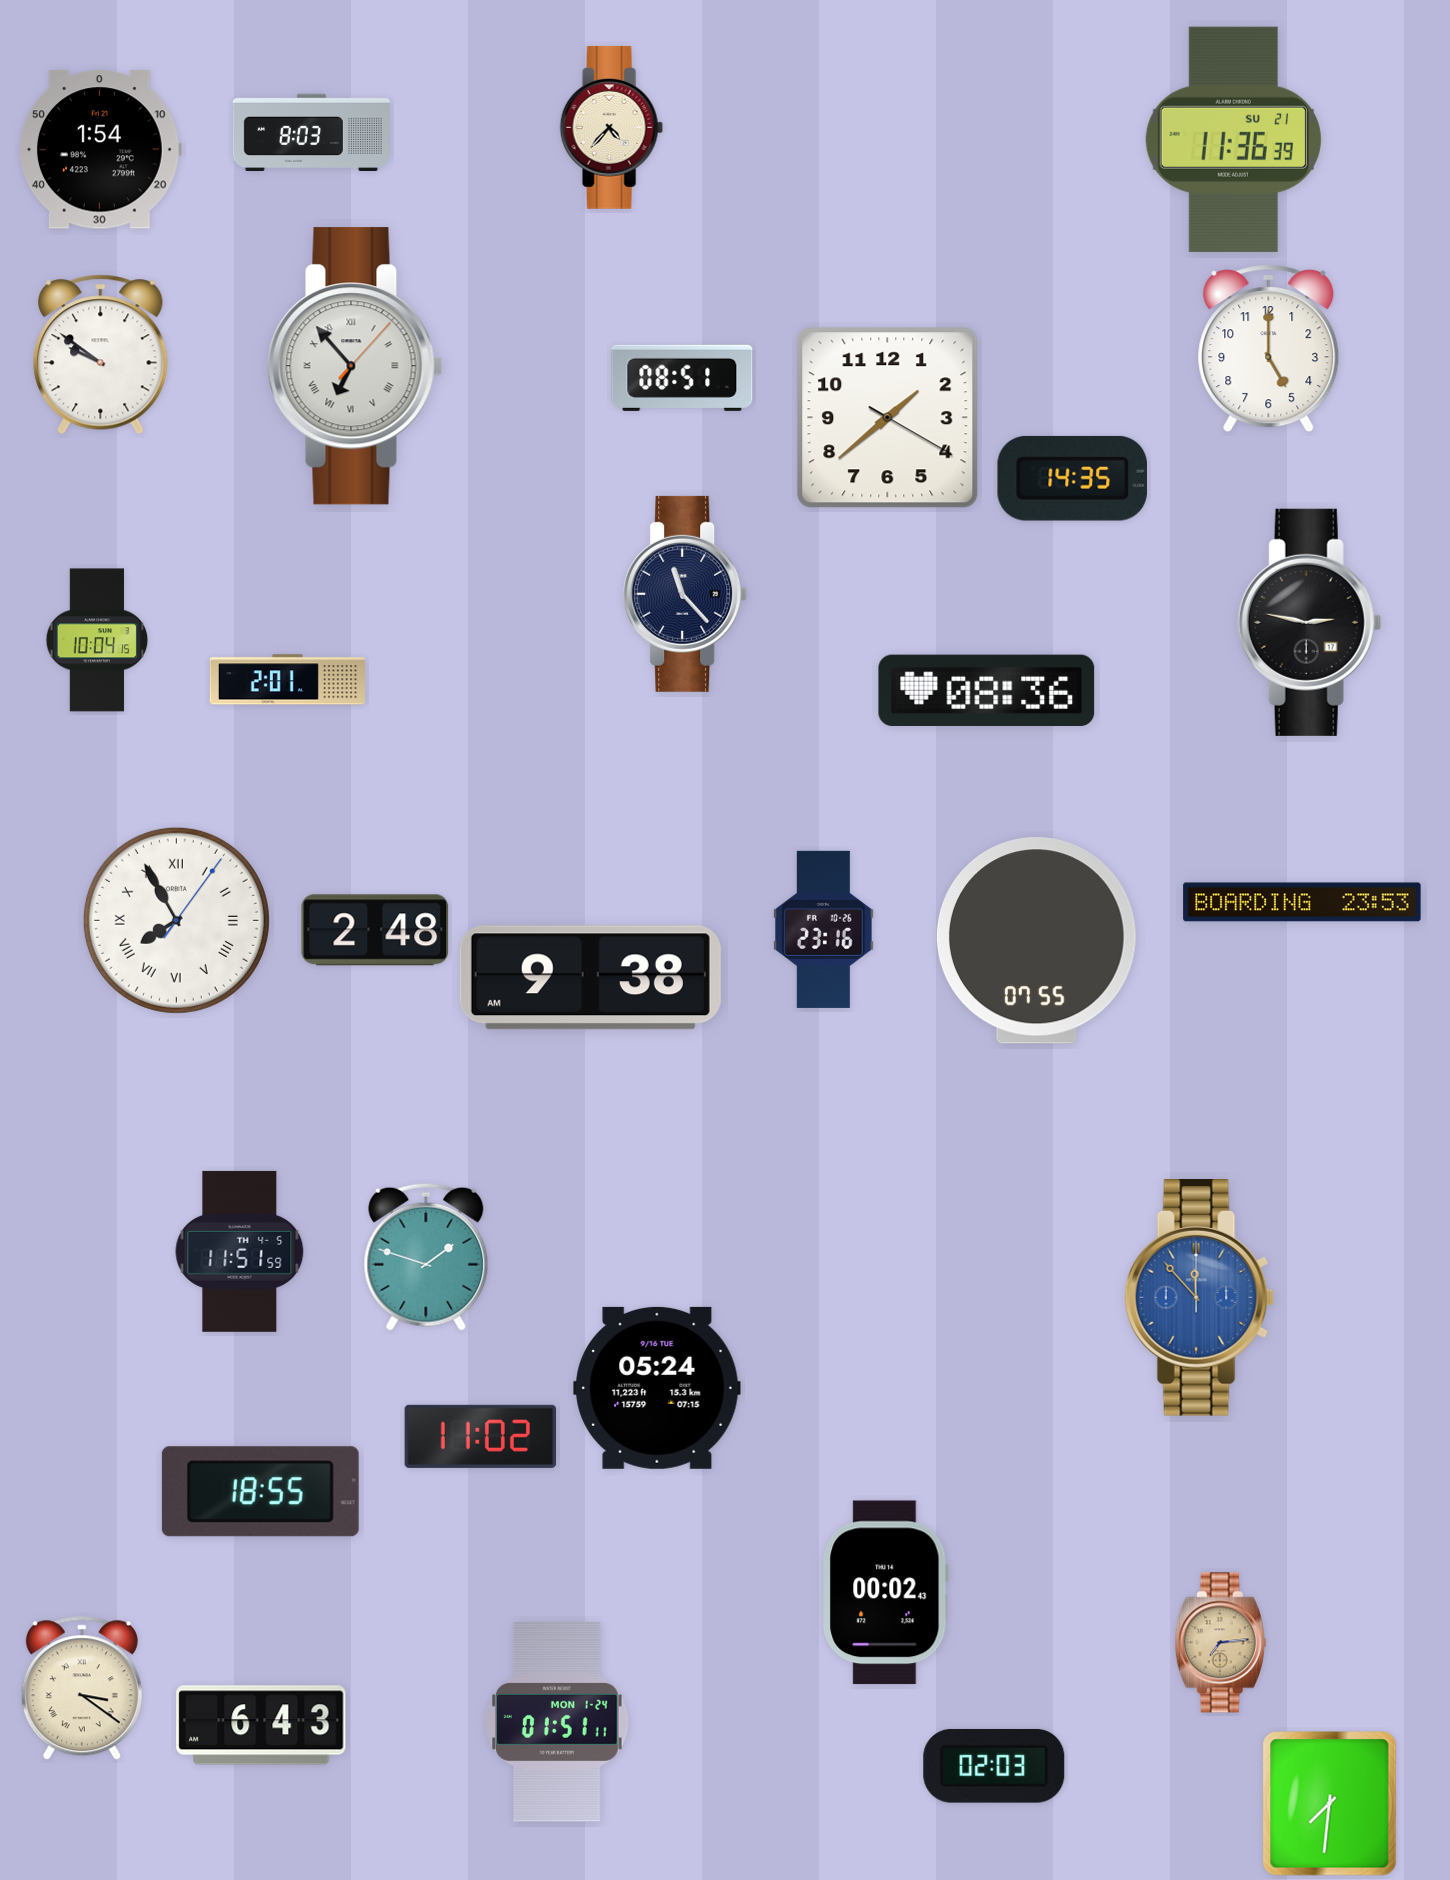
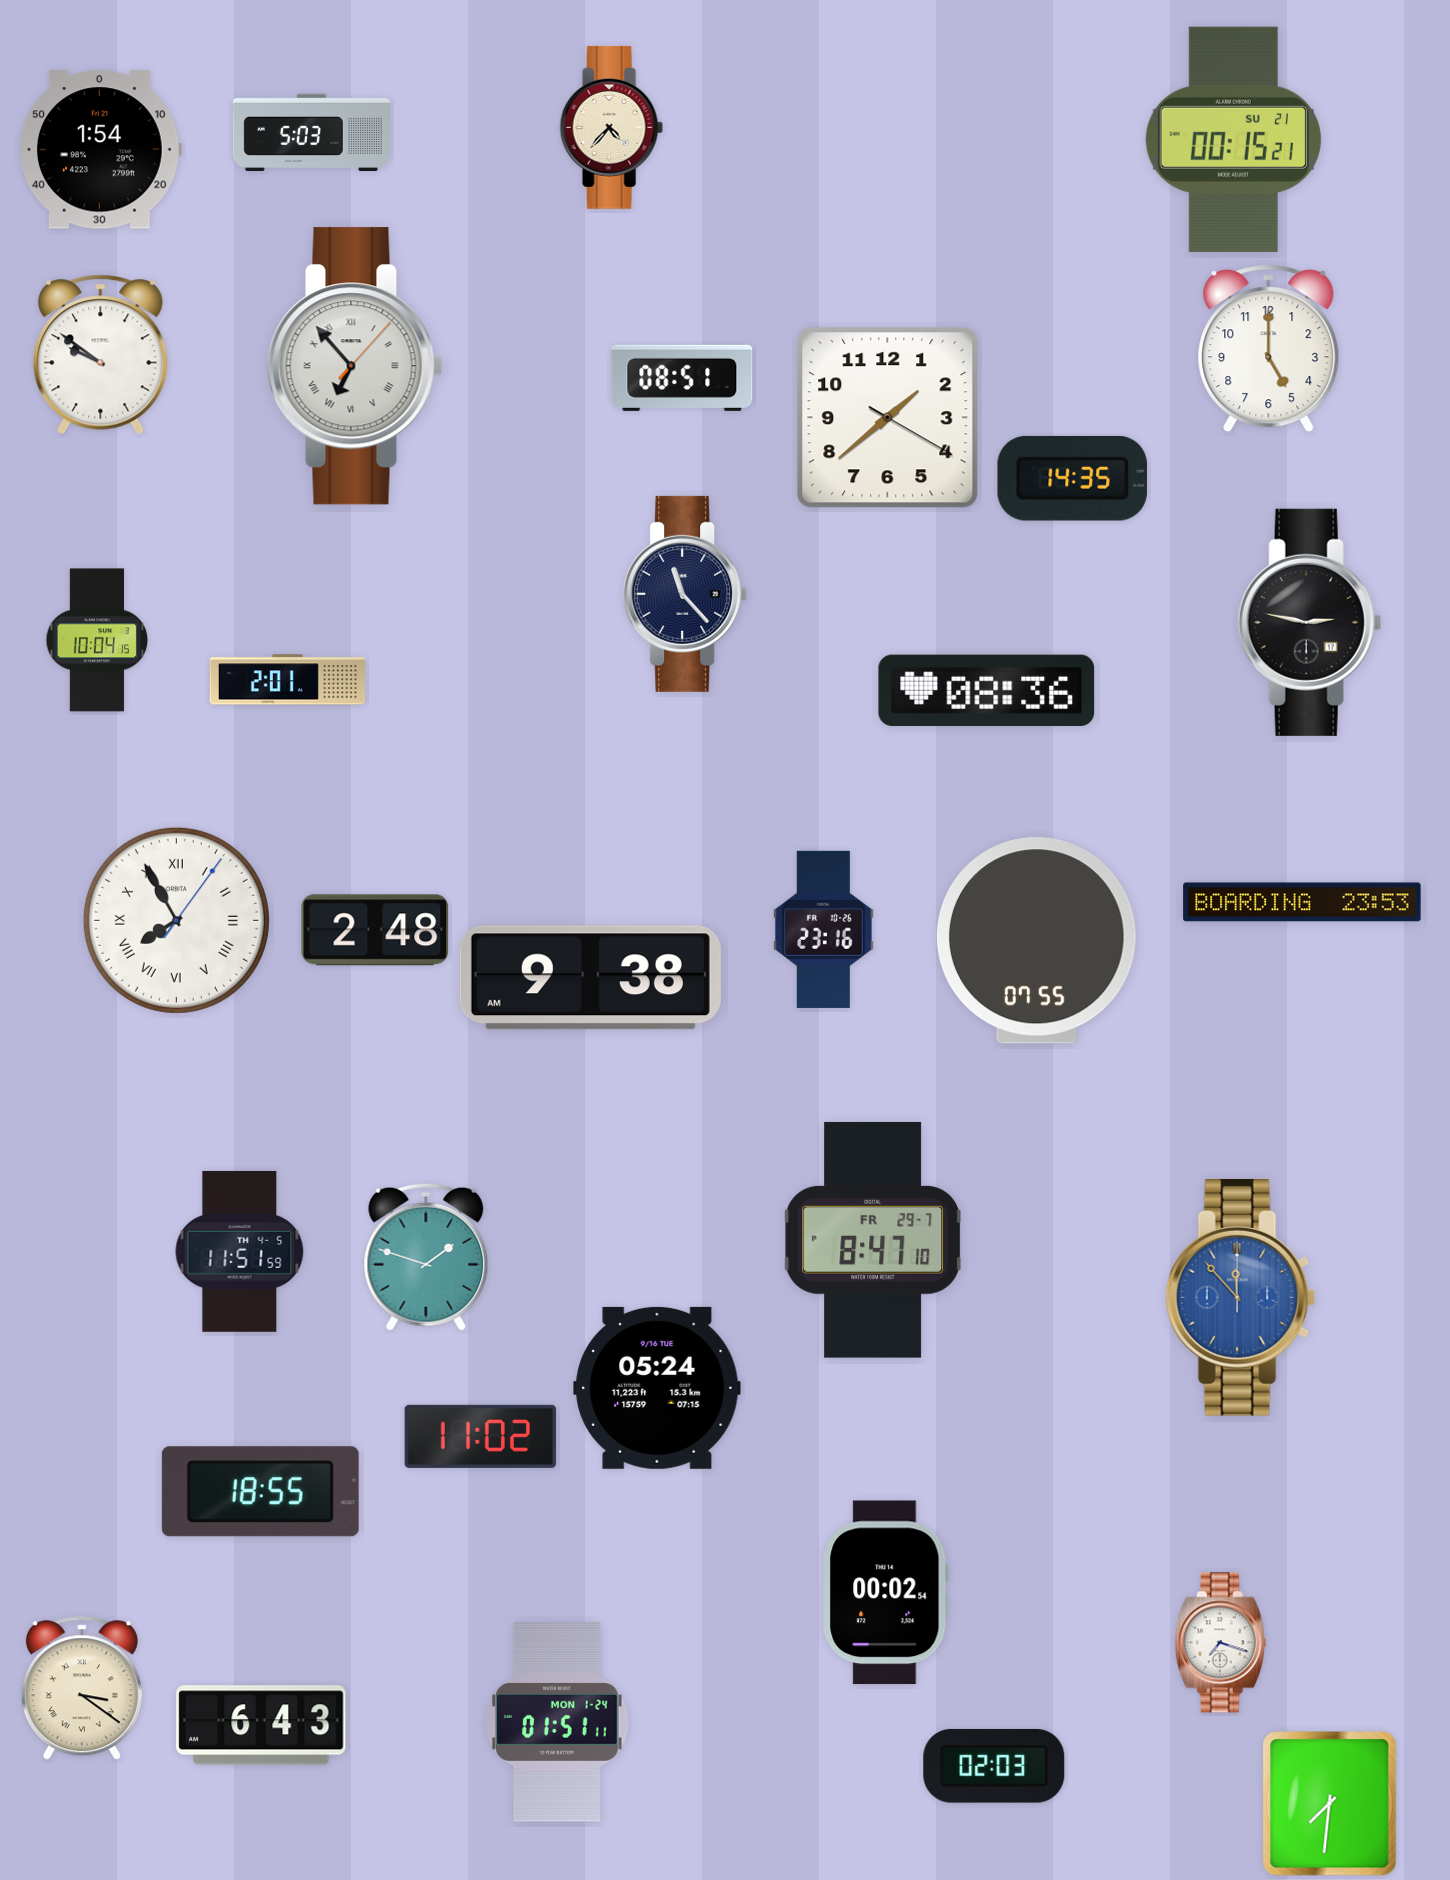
clock at (311, 132): 8:03 -> 5:03
clock at (1233, 139): 11:36 -> 00:15
clock at (873, 1240): none -> 8:47
clock at (1200, 1298) position: (1200, 1298) -> (1241, 1298)
clock at (886, 1593): 00:02:43 -> 00:02:54
clock at (1220, 1643): 7:14 -> 7:18
clock at (1220, 1643) dial: champagne -> white
